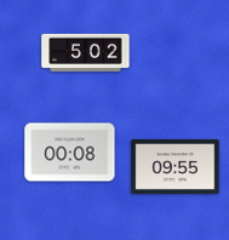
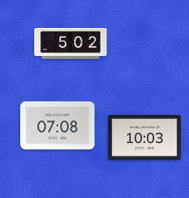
clock at (70, 153): 00:08 -> 07:08
clock at (176, 166): 09:55 -> 10:03
